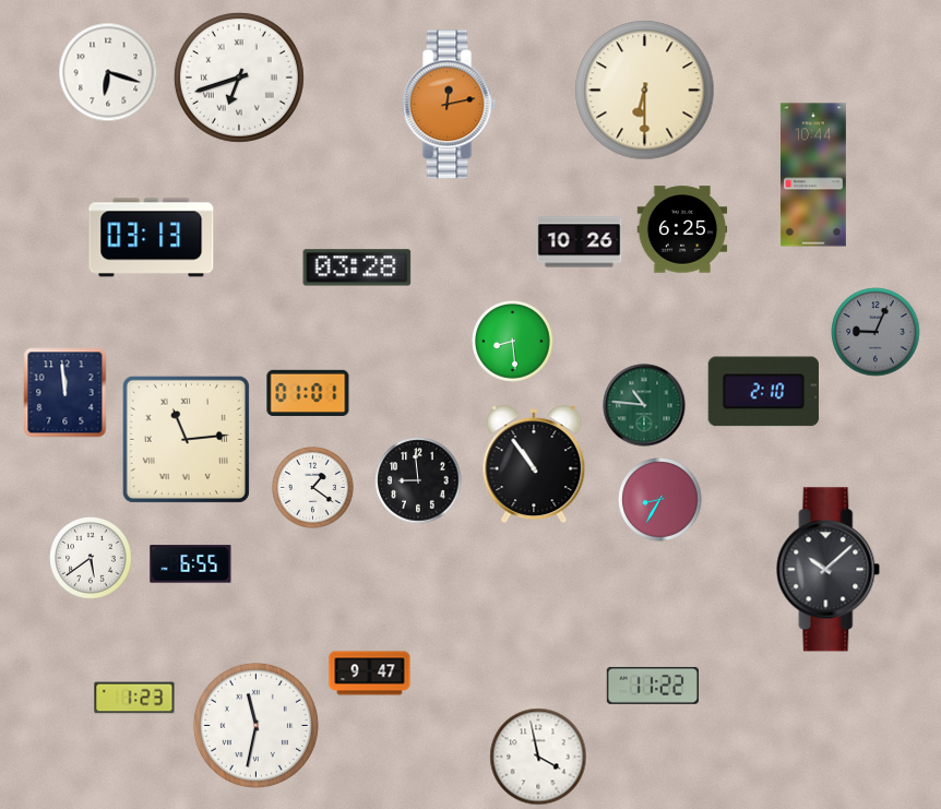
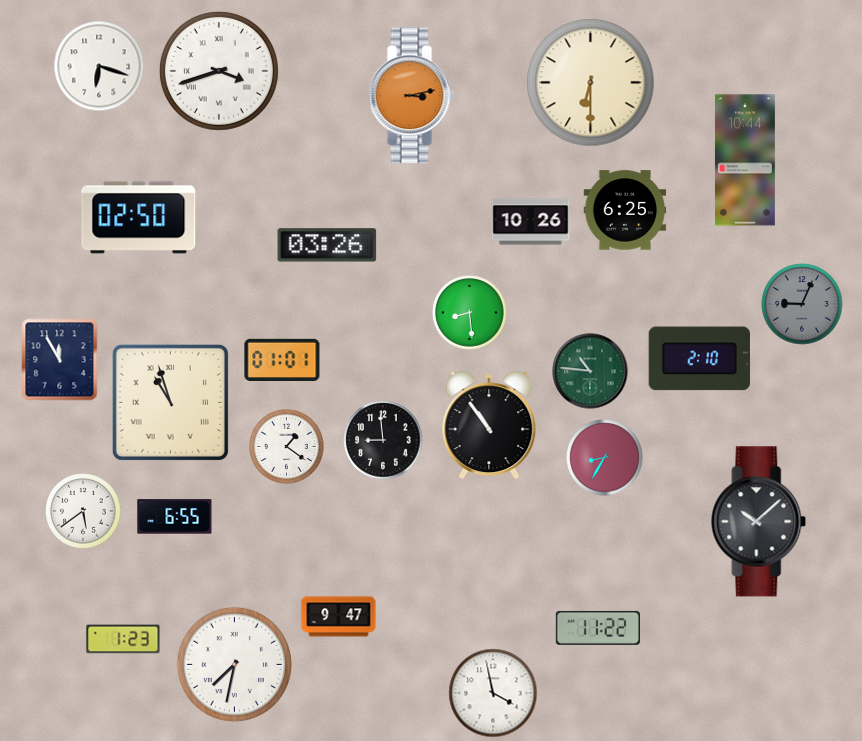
clock at (239, 78): 6:42 -> 3:42
clock at (450, 105): 12:13 -> 3:13
clock at (152, 238): 03:13 -> 02:50
clock at (357, 267): 03:28 -> 03:26
clock at (65, 393): 11:59 -> 11:55
clock at (186, 439): 11:14 -> 10:57
clock at (255, 725): 11:32 -> 7:32
